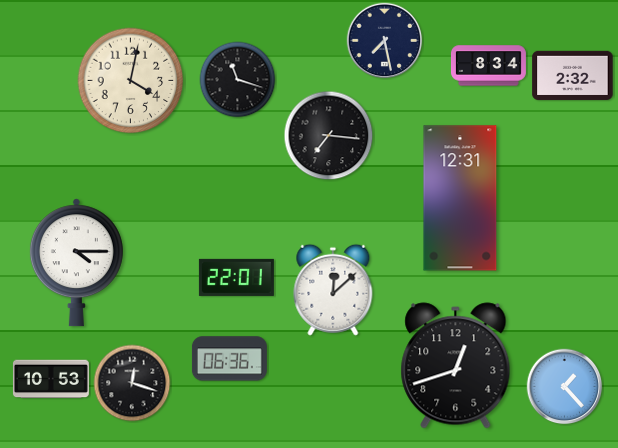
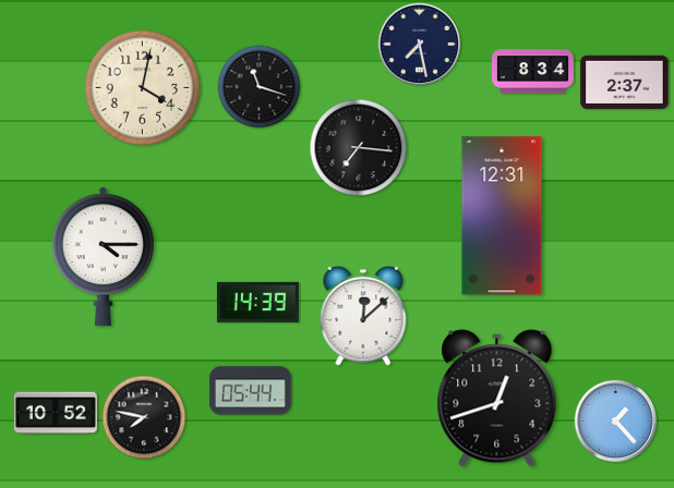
clock at (573, 75): 2:32 -> 2:37
clock at (76, 263) position: (76, 263) -> (103, 257)
clock at (236, 277): 22:01 -> 14:39
clock at (229, 359): 06:36 -> 05:44
clock at (51, 379): 10:53 -> 10:52
clock at (132, 383): 12:18 -> 7:47
